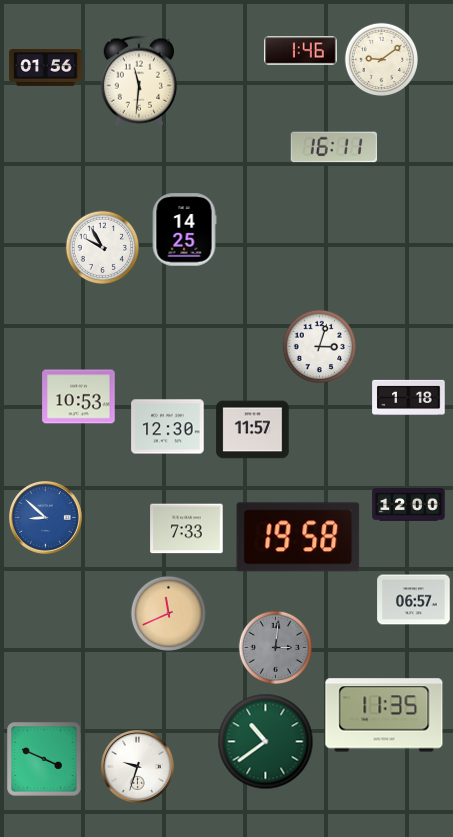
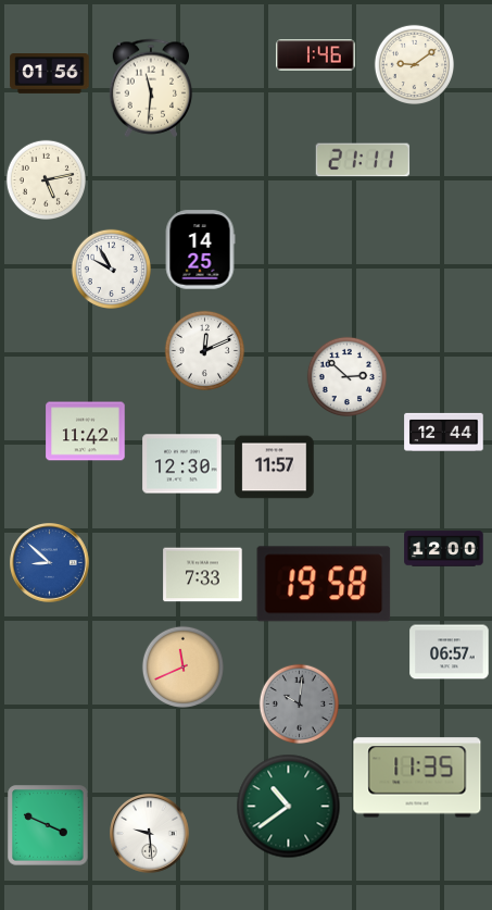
clock at (301, 51) position: (301, 51) -> (316, 55)
clock at (334, 147): 16:11 -> 21:11
clock at (46, 179): none -> 5:13
clock at (204, 350): none -> 12:11
clock at (319, 346): 3:03 -> 2:52
clock at (79, 397): 10:53 -> 11:42
clock at (409, 397): 1:18 -> 12:44
clock at (275, 647): 3:01 -> 10:01
clock at (138, 767): 9:33 -> 9:29
